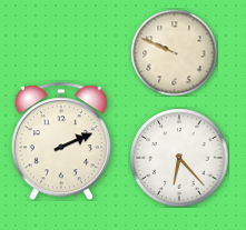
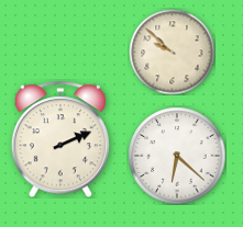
clock at (174, 52): 9:49 -> 9:52
clock at (179, 158): 6:23 -> 6:22
